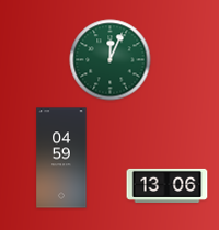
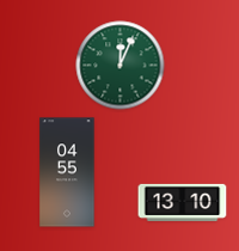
clock at (61, 158): 04:59 -> 04:55
clock at (168, 185): 13:06 -> 13:10
